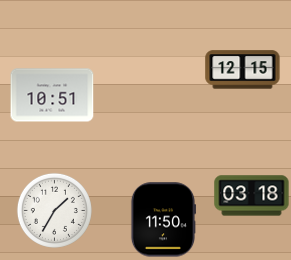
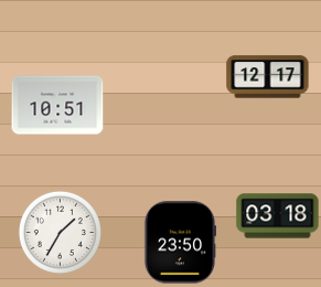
clock at (243, 70): 12:15 -> 12:17
clock at (162, 220): 11:50 -> 23:50
